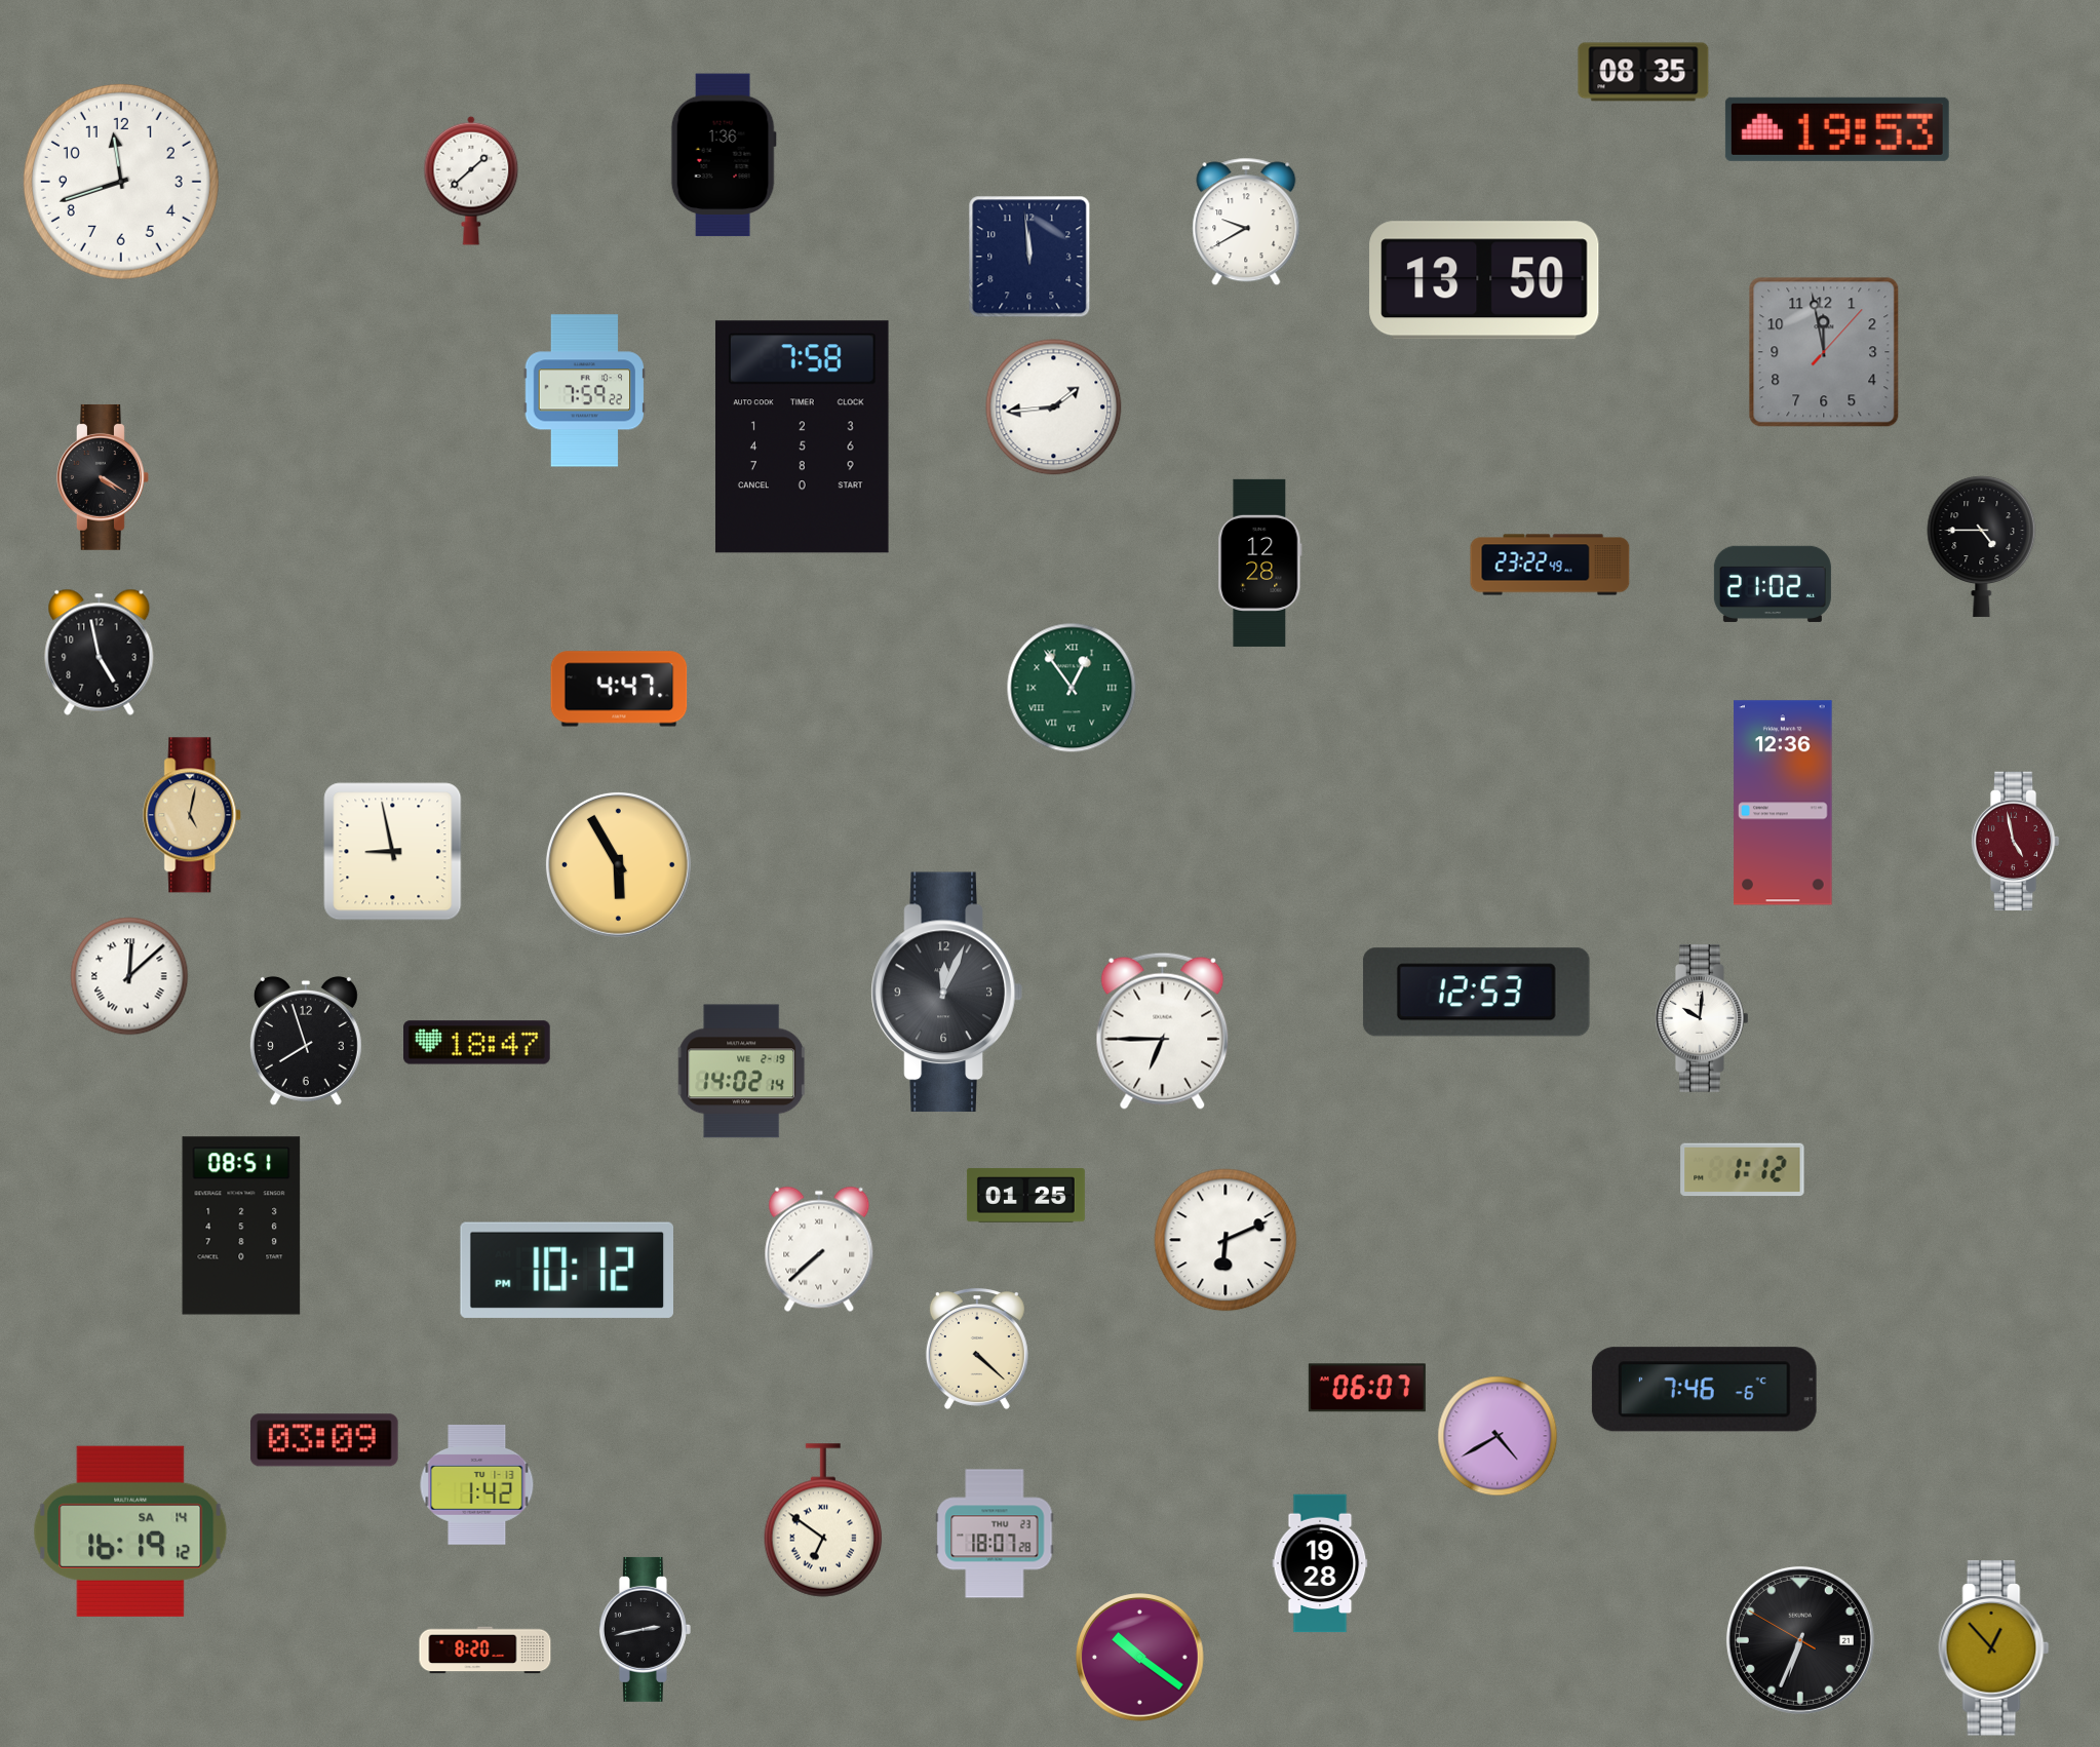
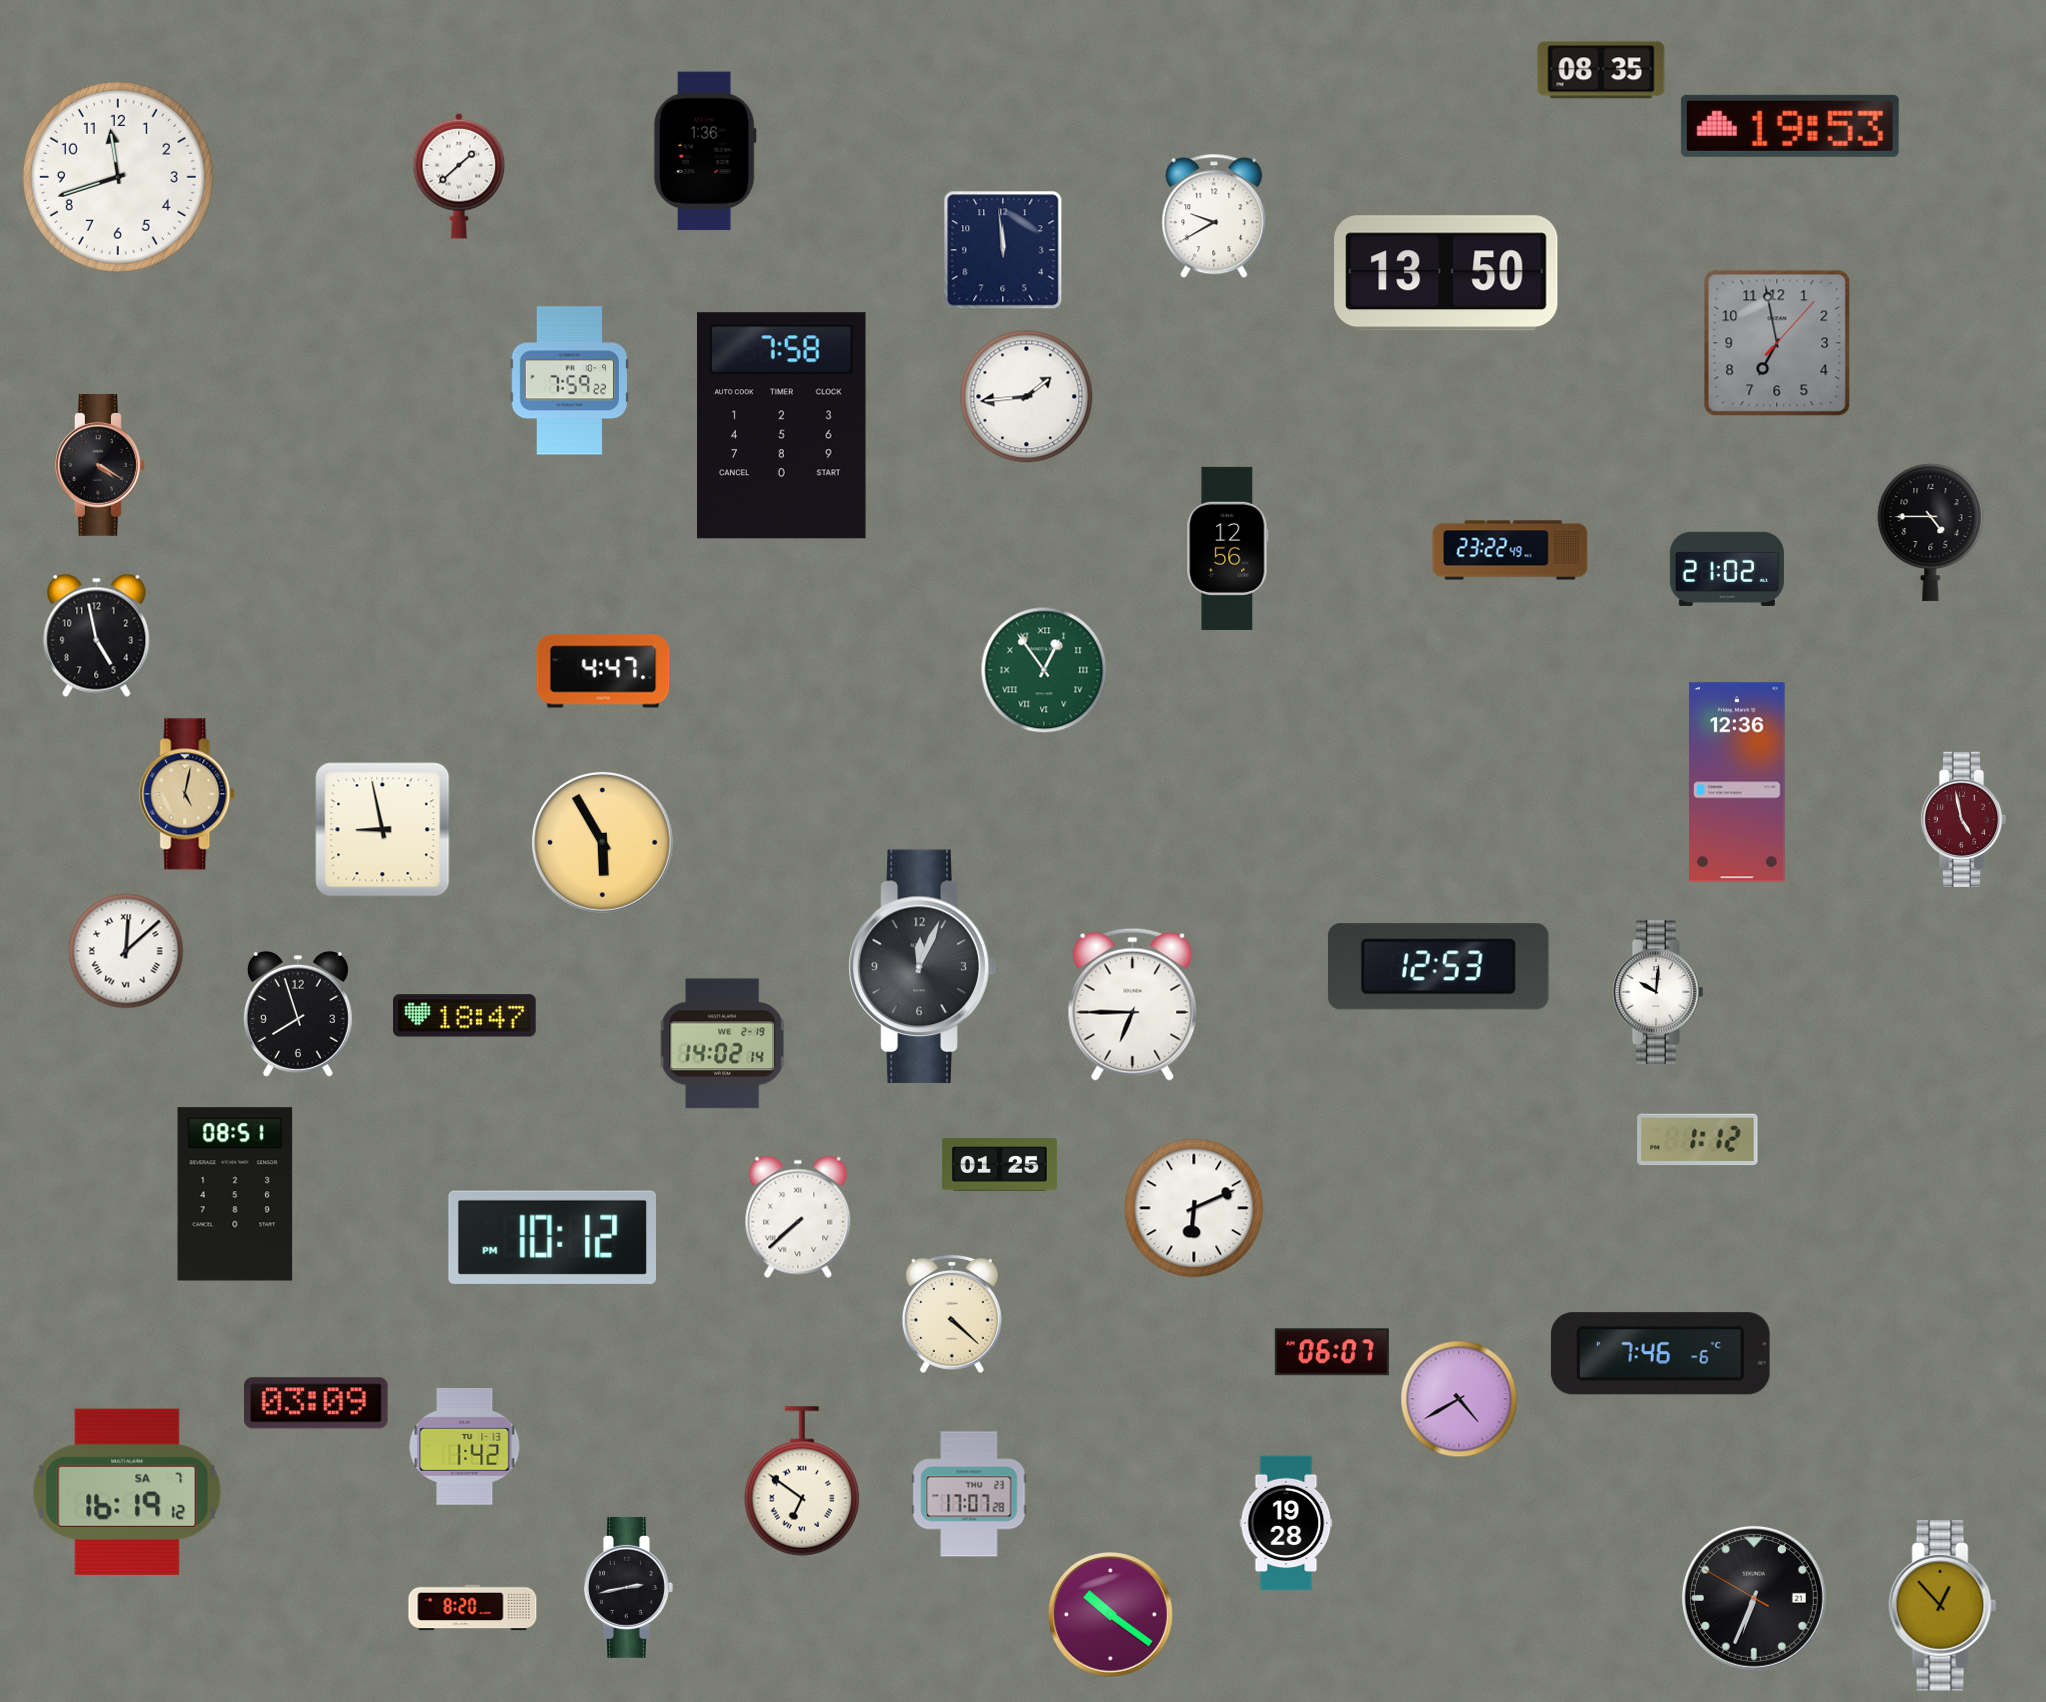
clock at (1824, 352): 11:58 -> 6:58
clock at (1260, 562): 12:28 -> 12:56
clock at (130, 1531) date: SA 14 -> SA 7
clock at (995, 1534): 18:07 -> 17:07
